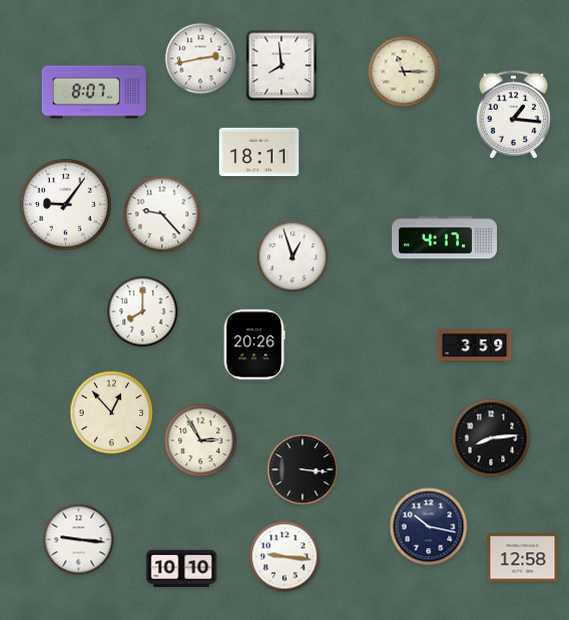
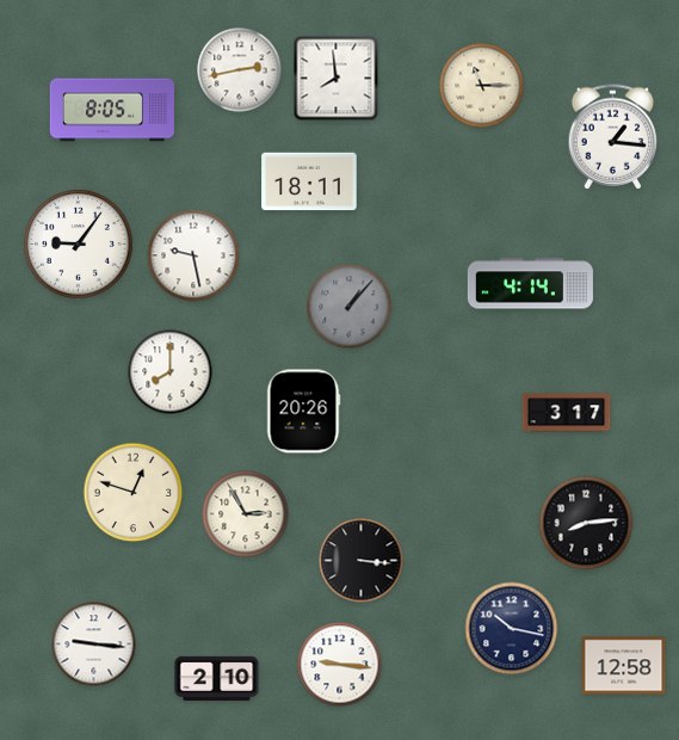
clock at (93, 92): 8:07 -> 8:05
clock at (162, 214): 9:23 -> 9:28
clock at (444, 238): 4:17 -> 4:14
clock at (293, 257): 12:57 -> 1:07
clock at (293, 257) dial: white -> grey
clock at (475, 346): 3:59 -> 3:17
clock at (112, 413): 12:53 -> 12:48
clock at (201, 441) position: (201, 441) -> (246, 514)
clock at (182, 569): 10:10 -> 2:10
